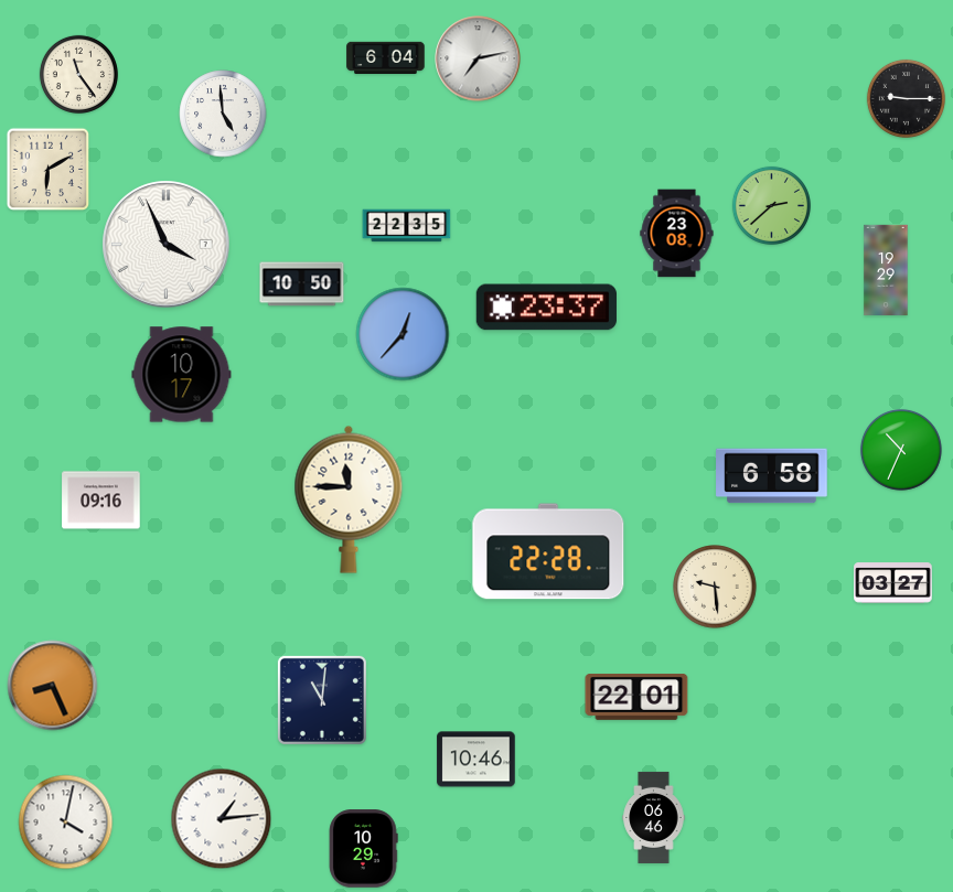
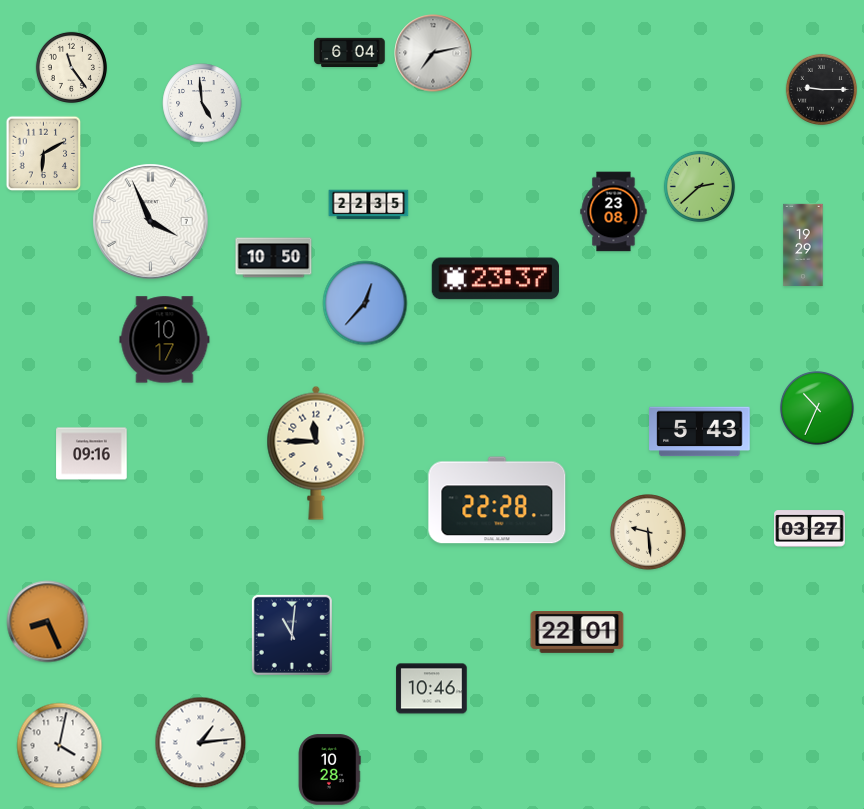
clock at (772, 476): 6:58 -> 5:43
clock at (654, 817): 06:46 -> none
clock at (363, 849): 10:29 -> 10:28
